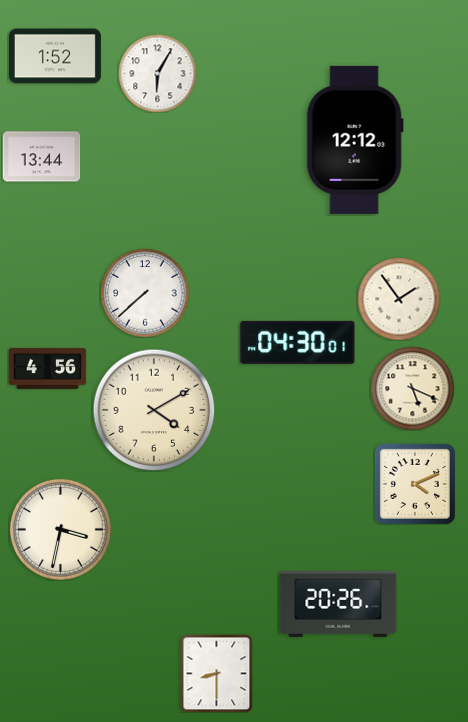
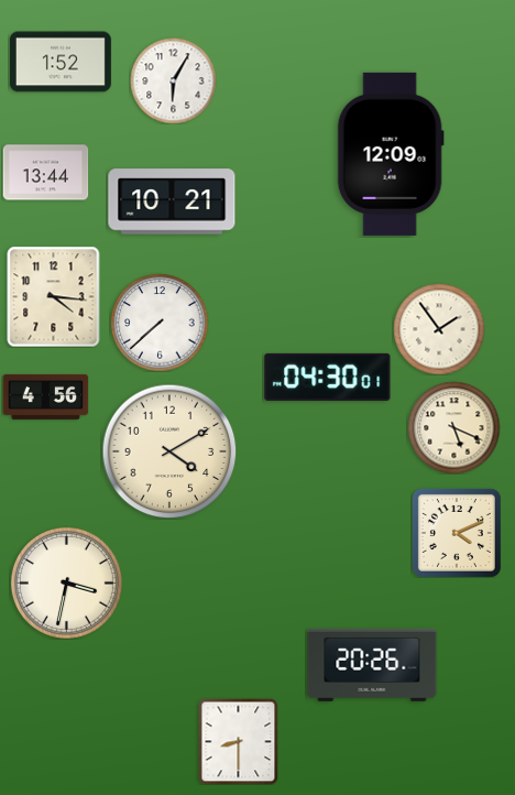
clock at (355, 140): 12:12 -> 12:09
clock at (172, 202): none -> 10:21
clock at (54, 296): none -> 4:16
clock at (47, 368) position: (47, 368) -> (45, 396)
